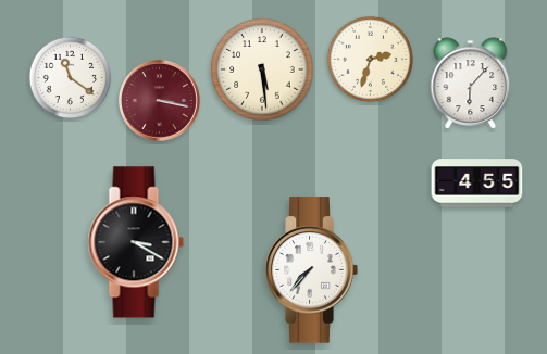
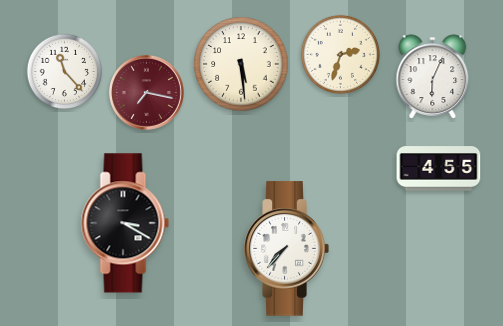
clock at (71, 78): 11:21 -> 11:23
clock at (471, 84): 6:07 -> 6:04
clock at (159, 100): 3:17 -> 7:17
